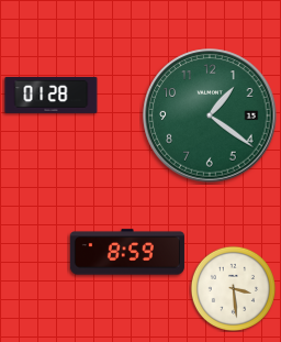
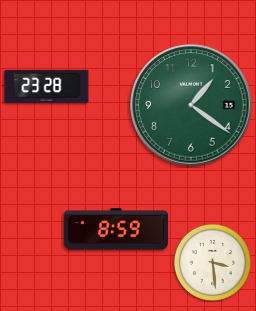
clock at (52, 95): 01:28 -> 23:28
